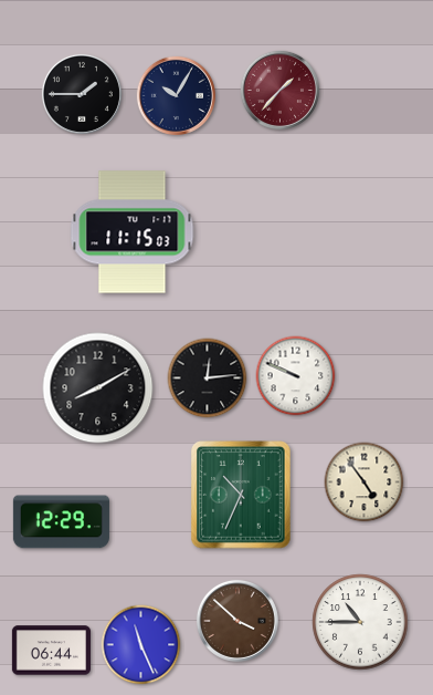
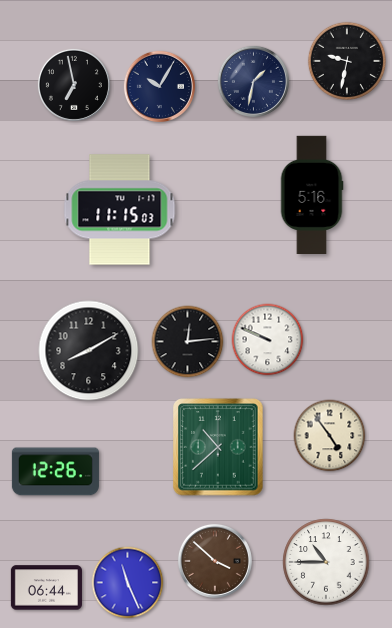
clock at (347, 61): none -> 9:32
clock at (279, 90): 1:37 -> 1:32
clock at (279, 90) dial: burgundy -> navy
clock at (82, 94): 1:45 -> 6:58
clock at (312, 194): none -> 5:16
clock at (241, 495): 10:34 -> 10:38
clock at (61, 522): 12:29 -> 12:26
